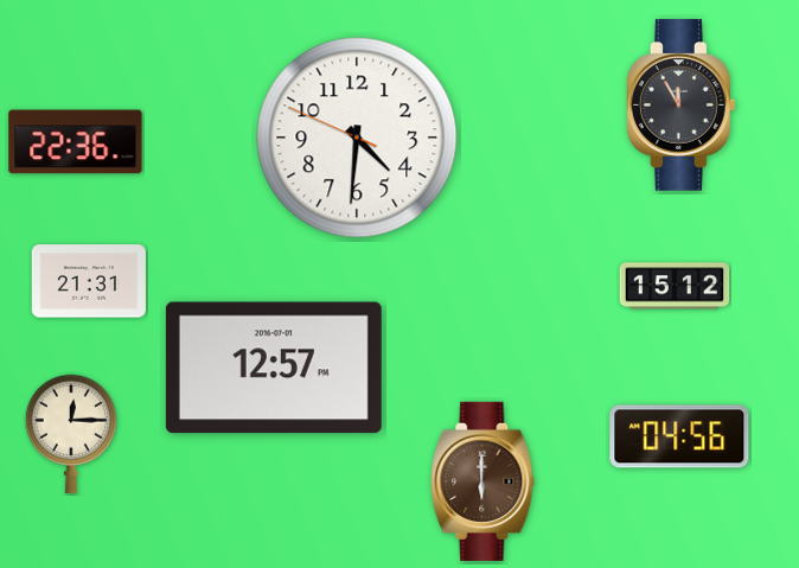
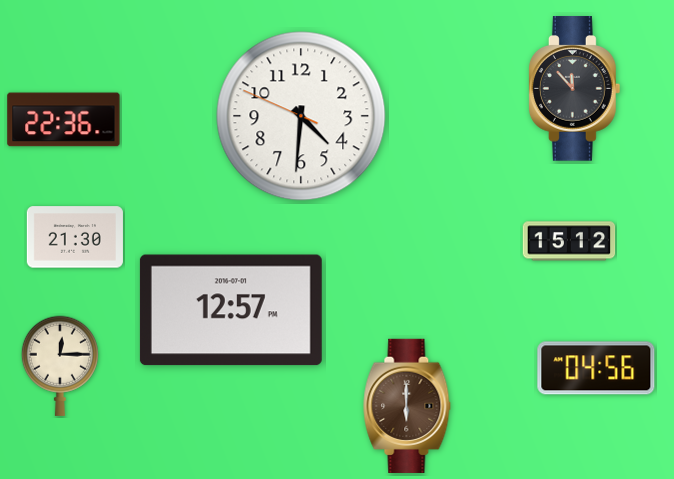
clock at (682, 106): 11:55 -> 11:53
clock at (89, 281): 21:31 -> 21:30
clock at (679, 436) position: (679, 436) -> (596, 368)
